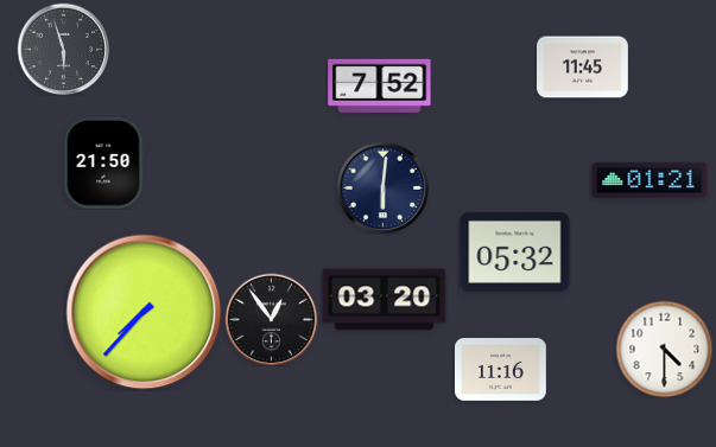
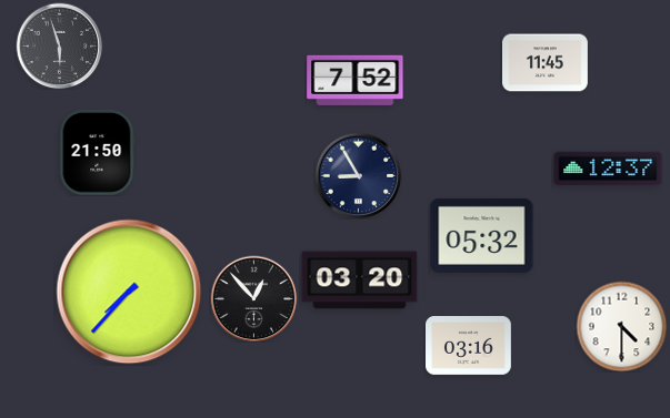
clock at (650, 180): 01:21 -> 12:37
clock at (382, 187): 6:01 -> 8:55
clock at (144, 312) position: (144, 312) -> (129, 292)
clock at (271, 319): 12:54 -> 12:53
clock at (501, 370): 11:16 -> 03:16
